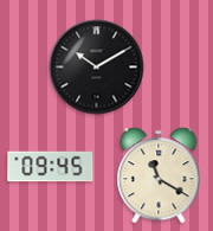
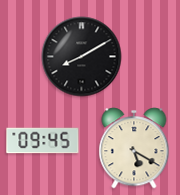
clock at (97, 68): 10:10 -> 8:10
clock at (159, 175): 11:20 -> 5:20
